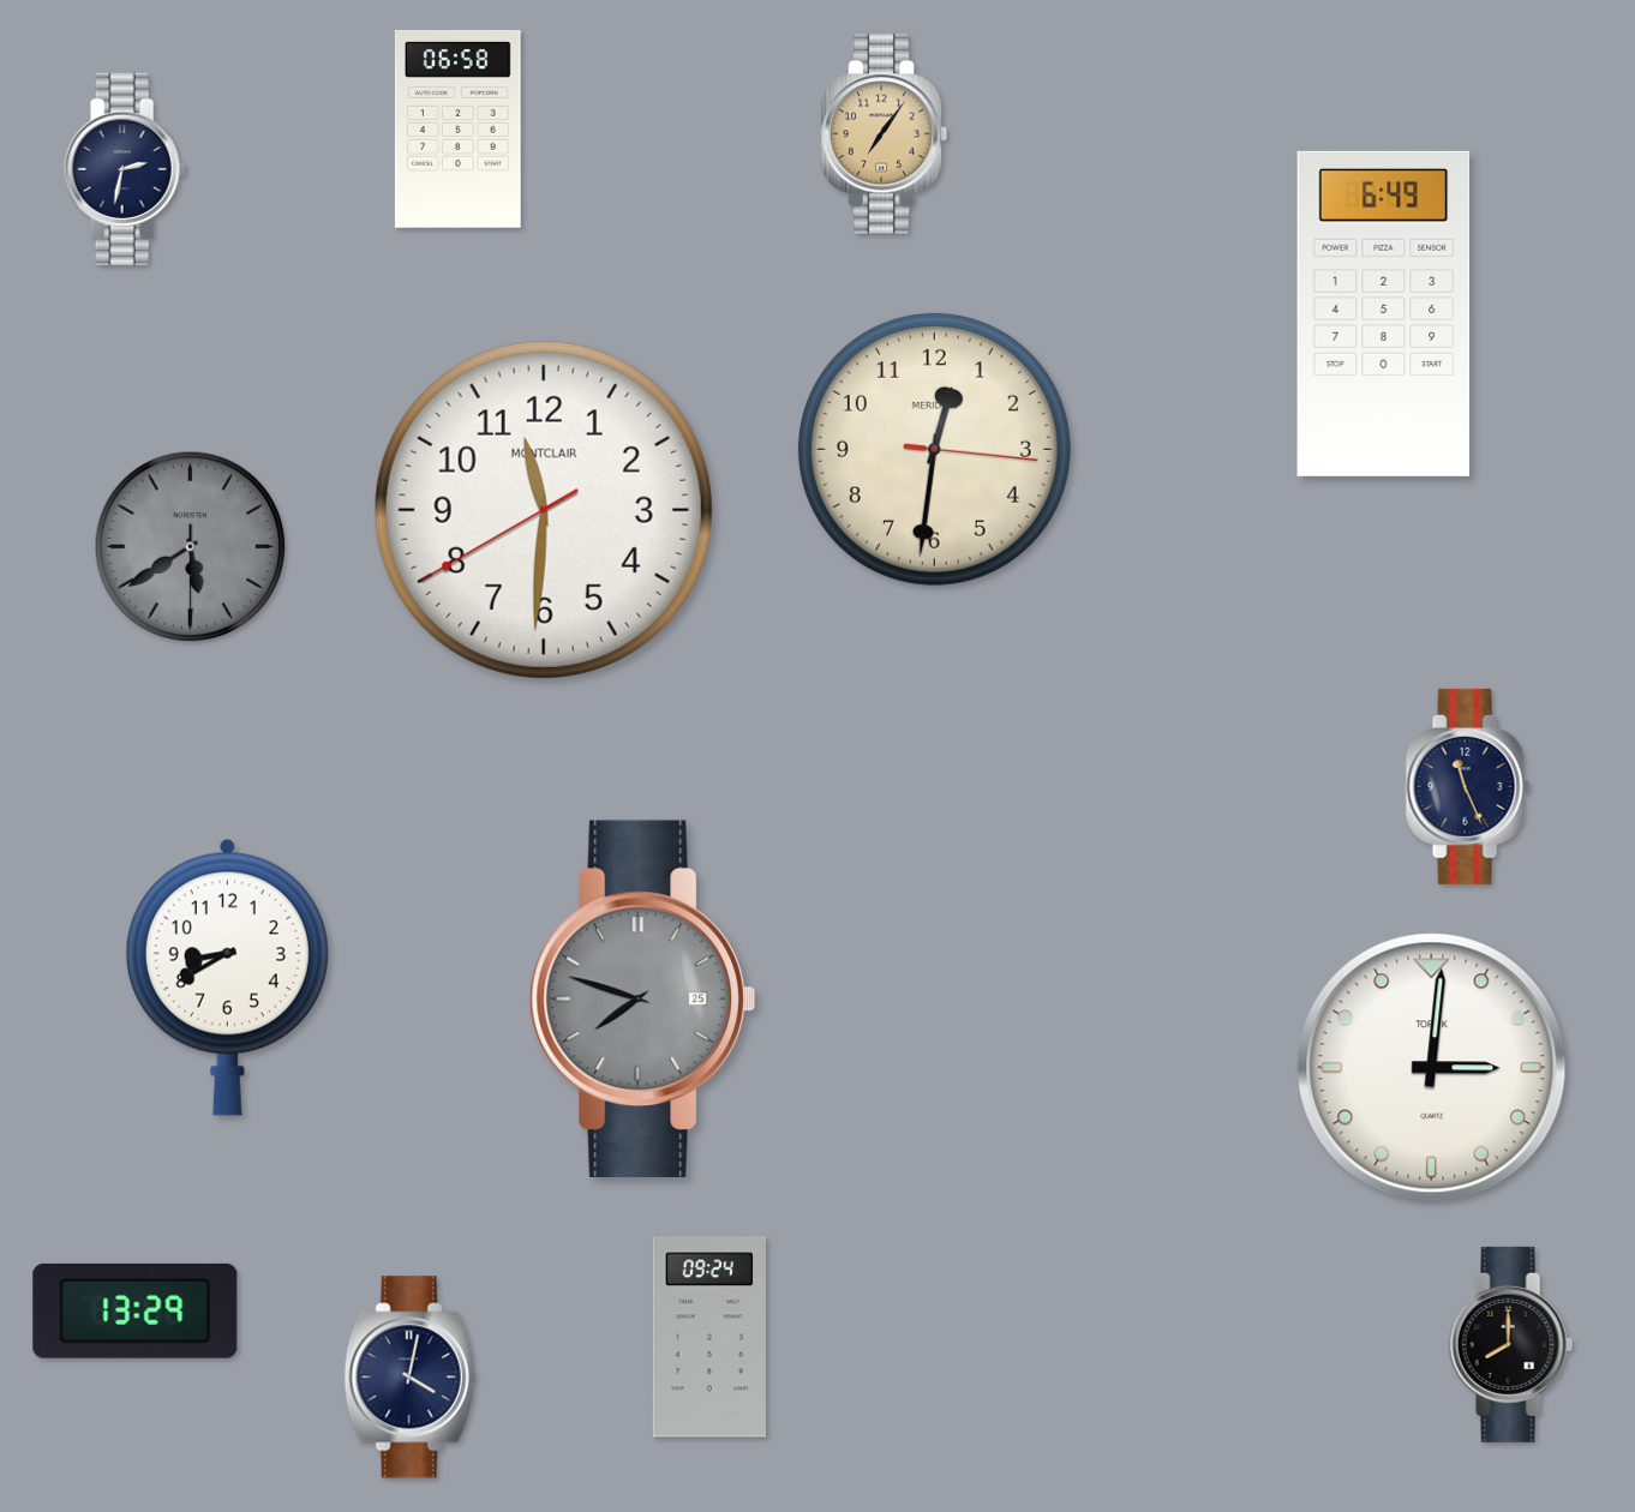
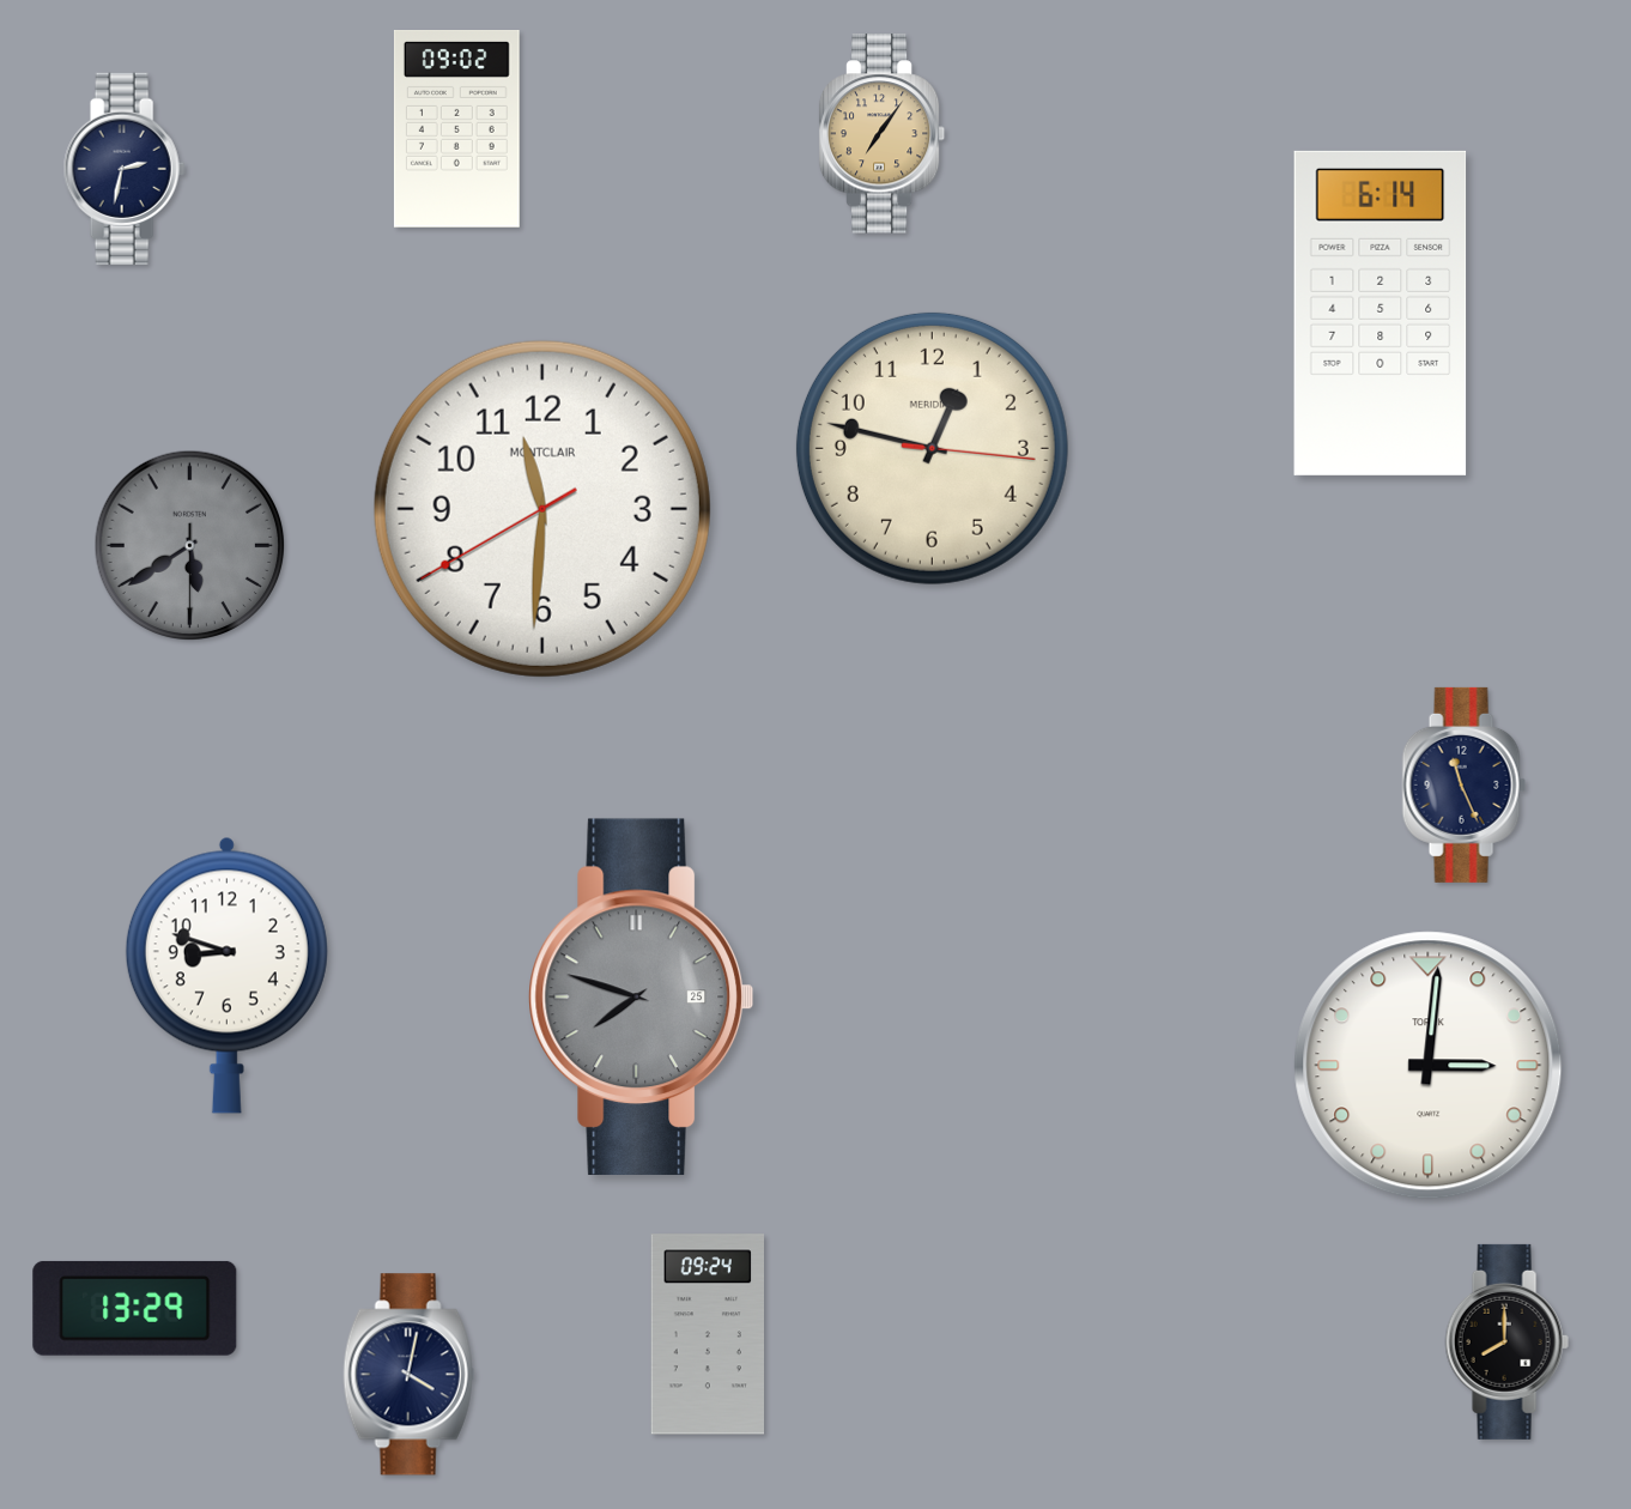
clock at (457, 130): 06:58 -> 09:02
clock at (1384, 313): 6:49 -> 6:14
clock at (934, 449): 12:31 -> 12:47
clock at (227, 977): 8:40 -> 8:48
